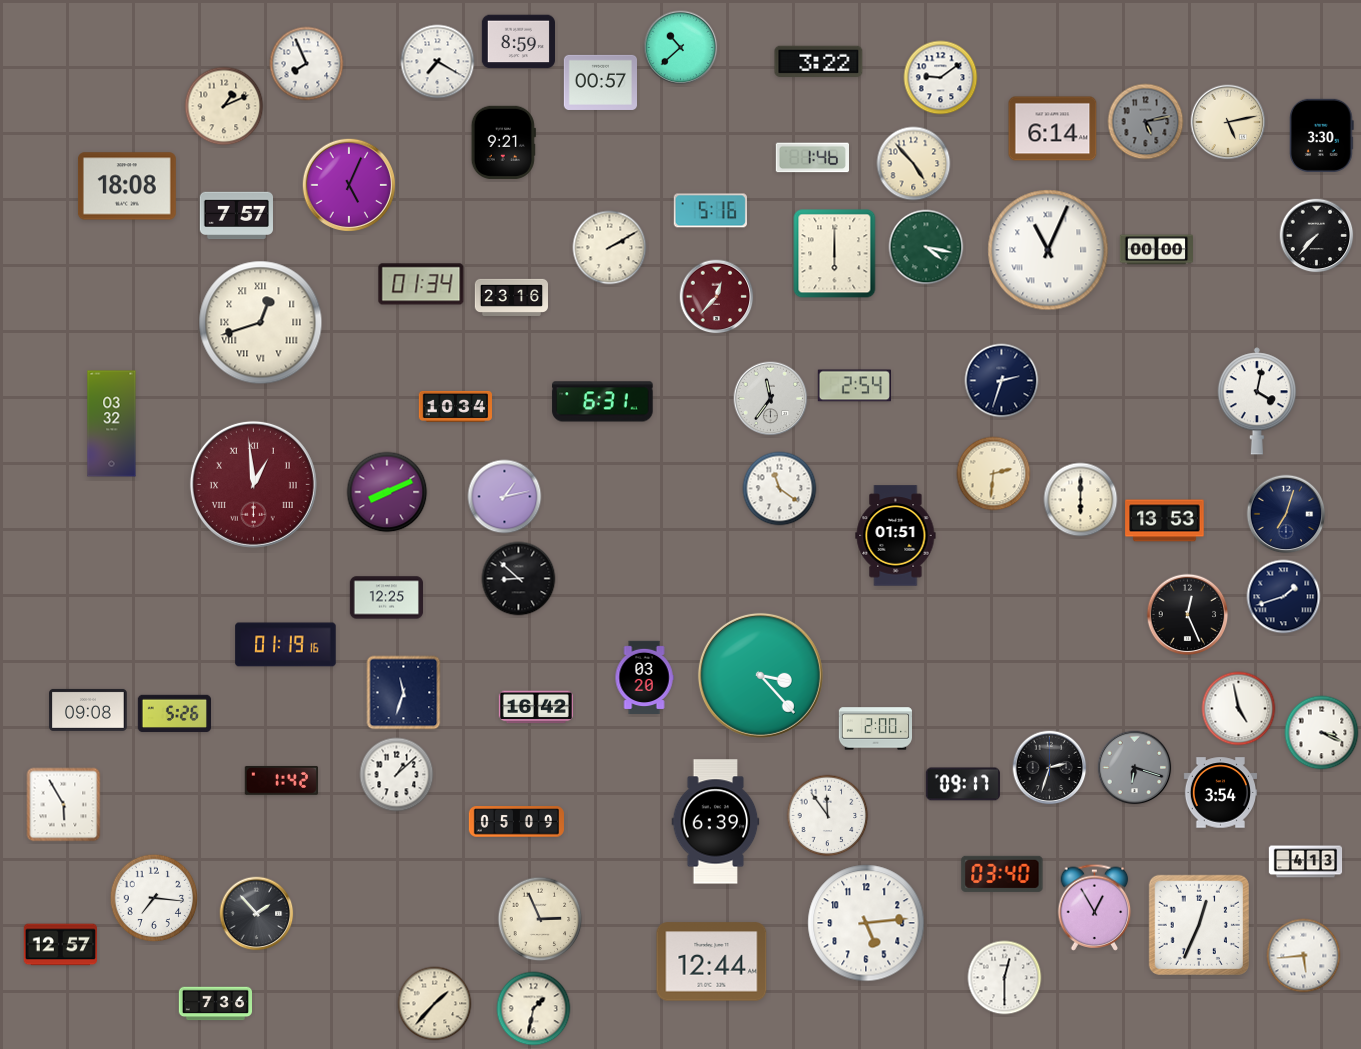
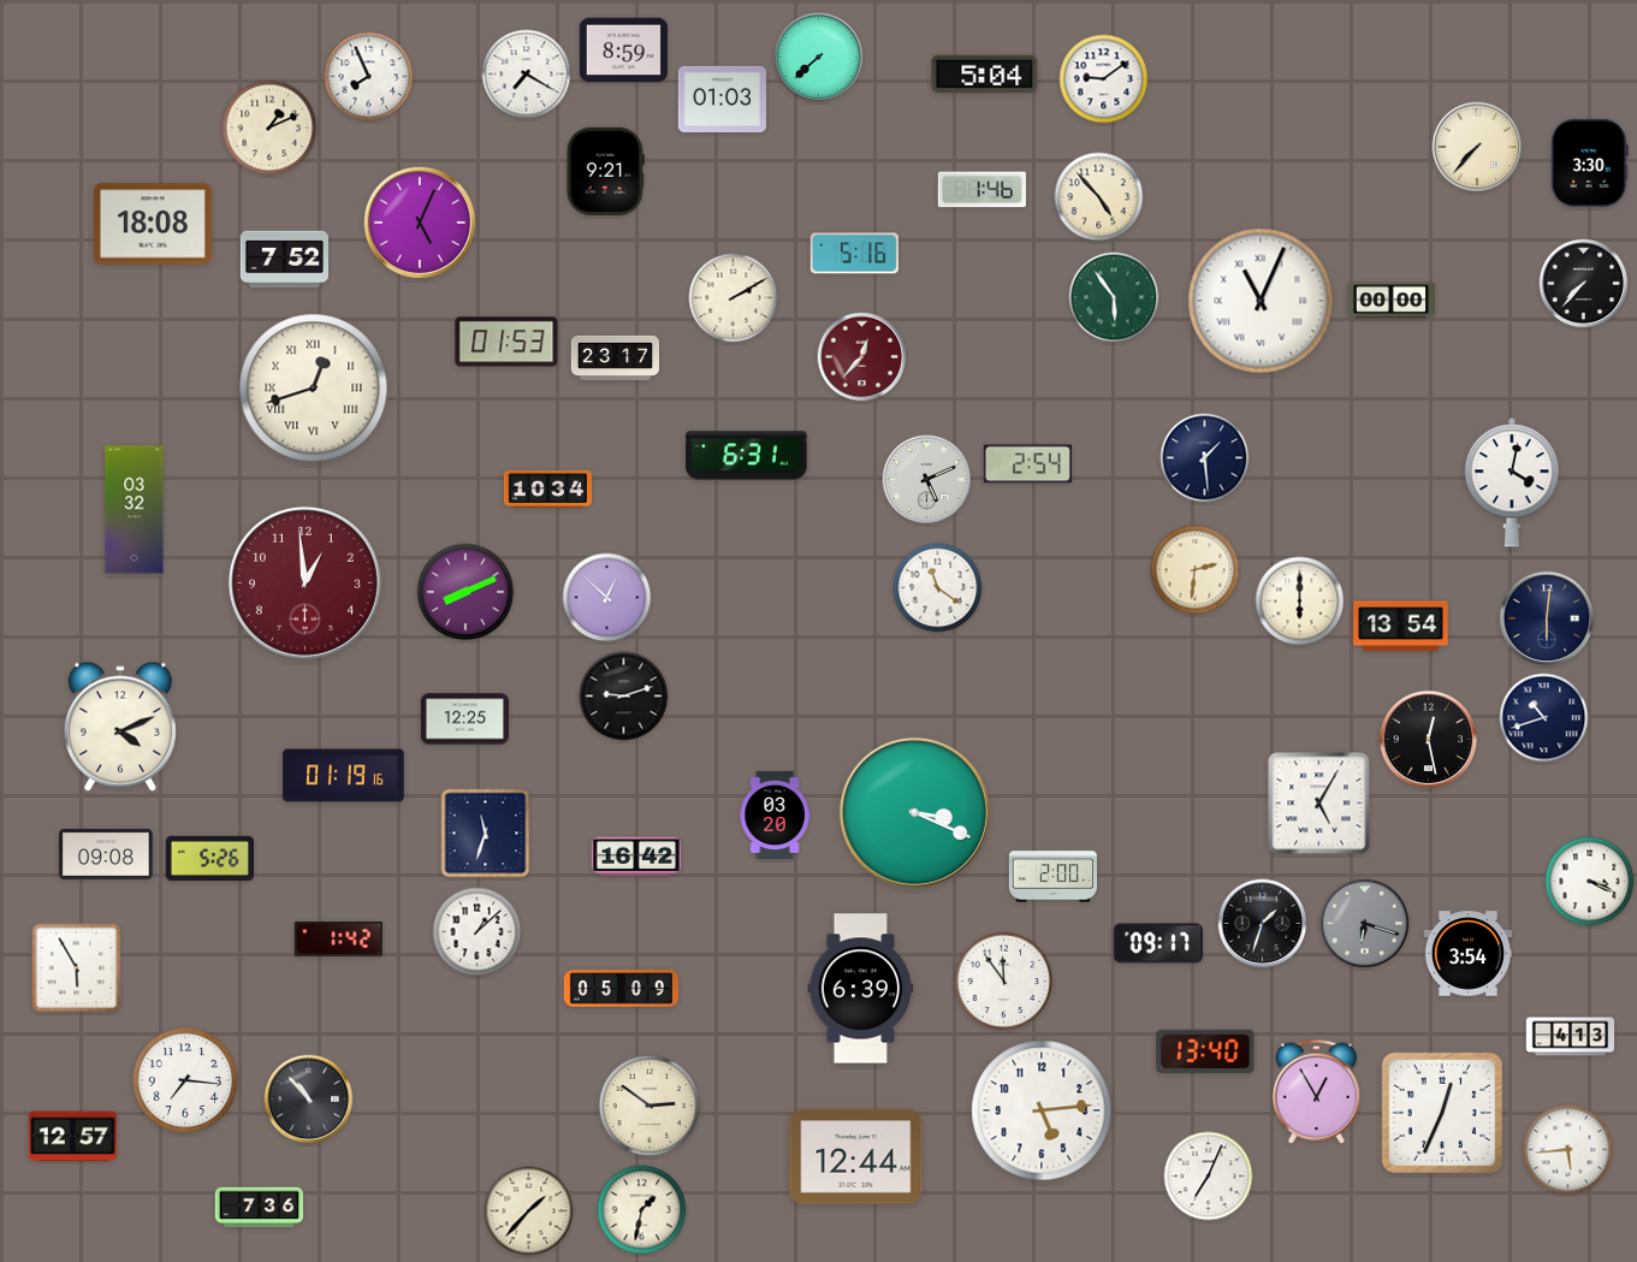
clock at (681, 48): 10:38 -> 7:38
clock at (819, 62): 3:22 -> 5:04
clock at (941, 78) position: (941, 78) -> (1104, 79)
clock at (600, 82): 00:57 -> 01:03
clock at (1146, 122): 5:13 -> none
clock at (1228, 122): 5:13 -> 7:37
clock at (1053, 129): 6:14 -> none
clock at (812, 158) position: (812, 158) -> (981, 190)
clock at (236, 216): 7:57 -> 7:52
clock at (926, 247): 4:17 -> 5:54
clock at (835, 254): 6:00 -> none
clock at (421, 284): 01:34 -> 01:53
clock at (511, 297): 23:16 -> 23:17
clock at (1002, 381): 2:33 -> 1:29
clock at (771, 399): 11:36 -> 5:11
clock at (603, 402) position: (603, 402) -> (747, 456)
clock at (253, 484) numerals: Roman -> Arabic
clock at (505, 497): 1:13 -> 12:52
clock at (1286, 514): 7:03 -> 6:01
clock at (1165, 521): 13:53 -> 13:54
clock at (896, 536): 01:51 -> none
clock at (519, 579): 8:52 -> 9:12
clock at (1284, 597): 1:42 -> 10:42
clock at (120, 727): none -> 4:11
clock at (1188, 615): 12:26 -> 12:28
clock at (1319, 804): none -> 5:05
clock at (760, 675): 3:23 -> 3:19
clock at (536, 707) position: (536, 707) -> (636, 857)
clock at (1239, 709): 4:58 -> none
clock at (1050, 768): 2:33 -> 1:33
clock at (828, 816) position: (828, 816) -> (1004, 982)
clock at (1002, 874): 03:40 -> 13:40
clock at (257, 914): 1:53 -> 10:53
clock at (540, 919): 2:56 -> 2:51
clock at (1005, 978): 12:30 -> 7:04
clock at (435, 1004) position: (435, 1004) -> (529, 1211)
clock at (534, 1009) position: (534, 1009) -> (642, 1210)
